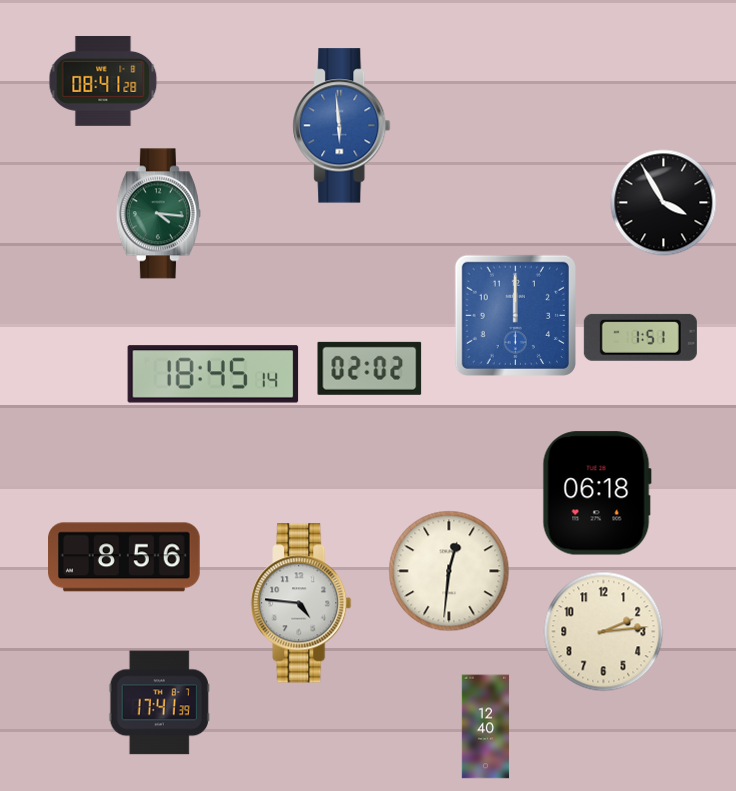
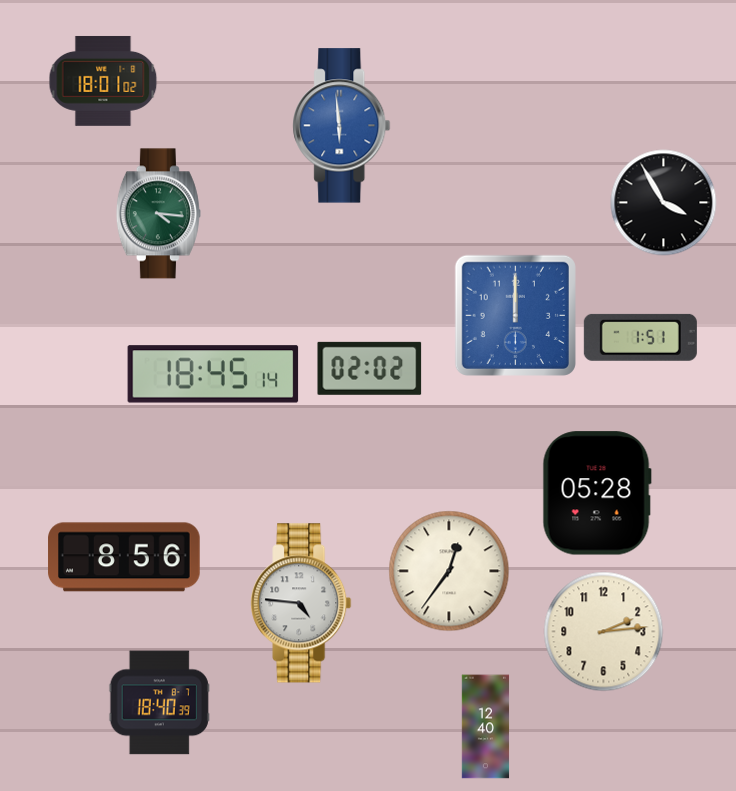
clock at (103, 81): 08:41 -> 18:01
clock at (597, 493): 06:18 -> 05:28
clock at (449, 571): 12:31 -> 12:36
clock at (159, 703): 17:41 -> 18:40
